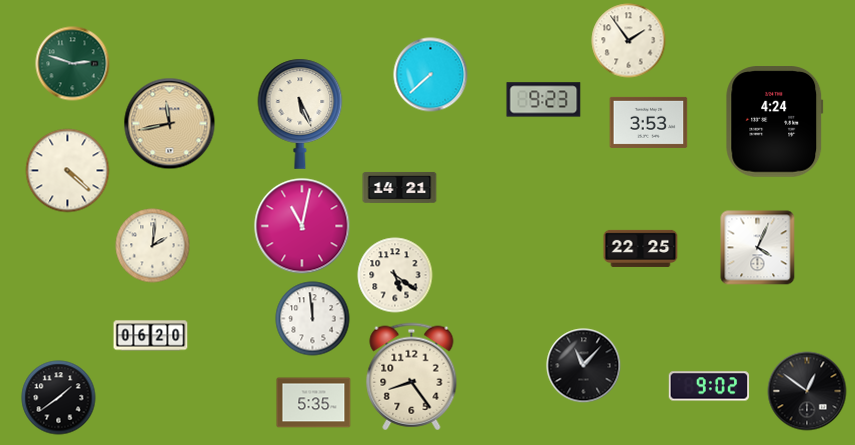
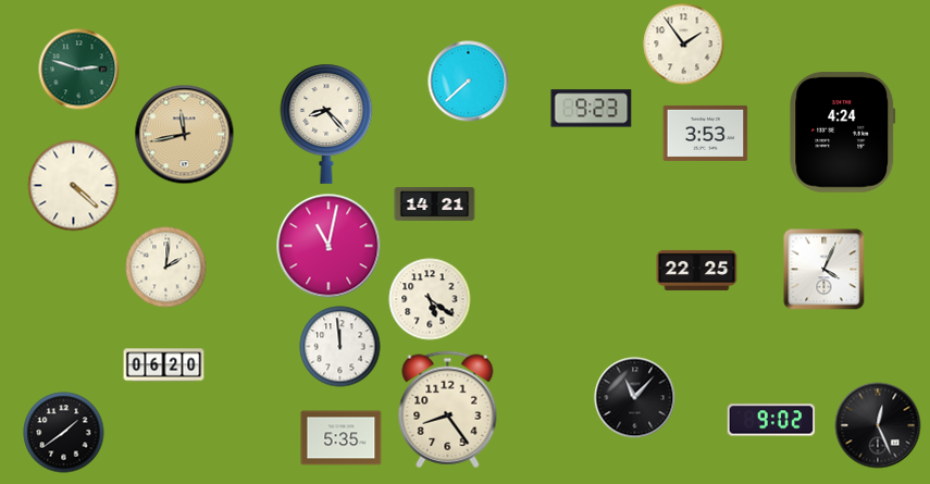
clock at (300, 114): 5:26 -> 8:23
clock at (807, 391): 12:51 -> 12:26
